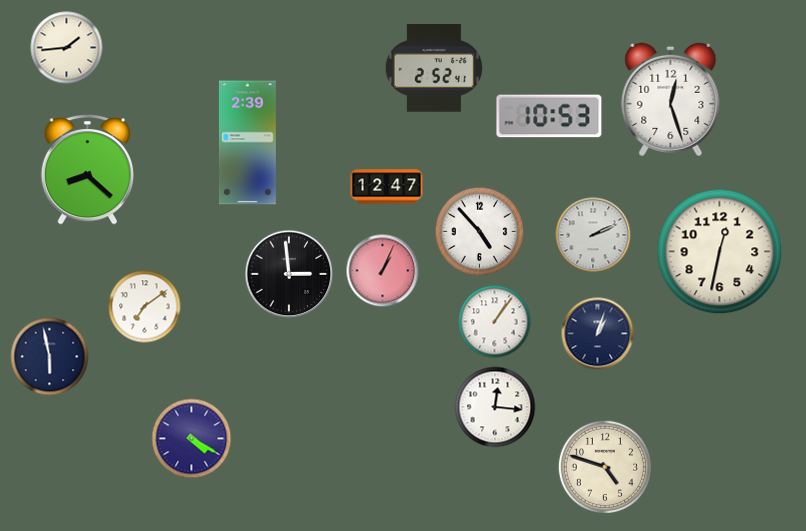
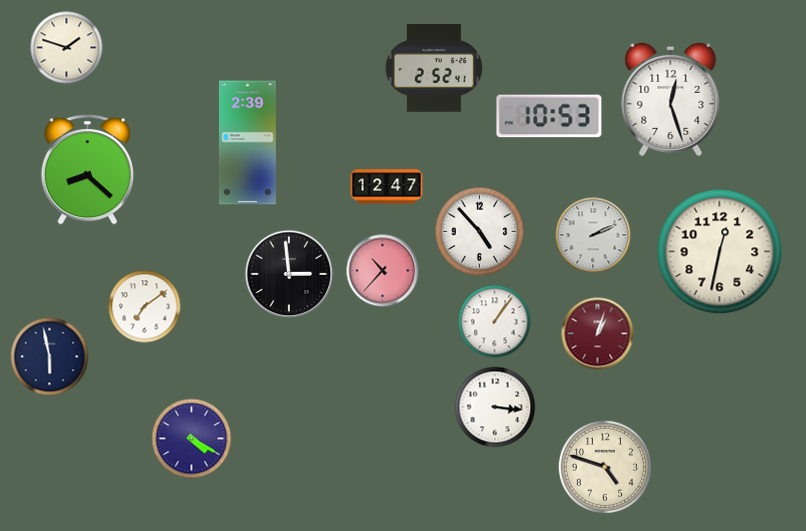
clock at (67, 48): 1:44 -> 1:48
clock at (383, 271): 1:04 -> 10:37
clock at (598, 334) dial: navy -> burgundy
clock at (495, 407): 12:16 -> 3:16
